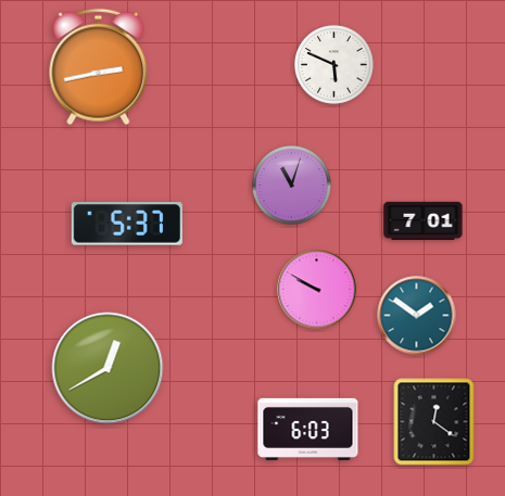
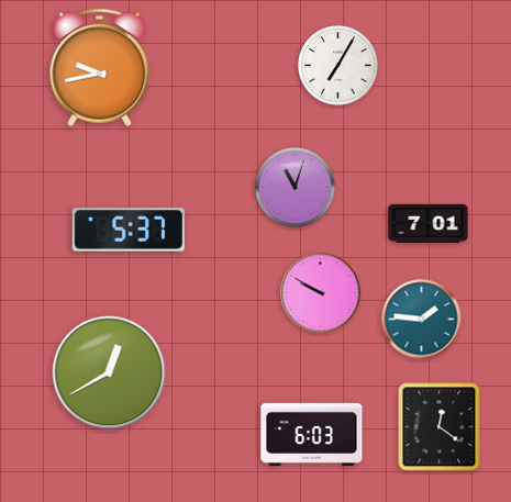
clock at (334, 65): 5:49 -> 7:05
clock at (99, 67): 2:43 -> 9:43
clock at (127, 224) position: (127, 224) -> (129, 230)
clock at (417, 316): 1:51 -> 1:46
